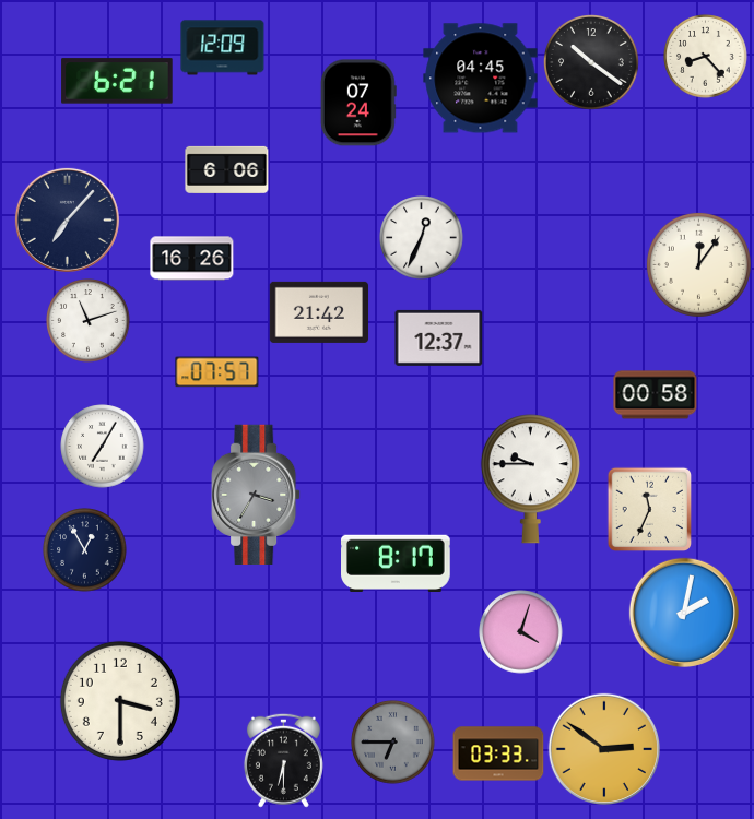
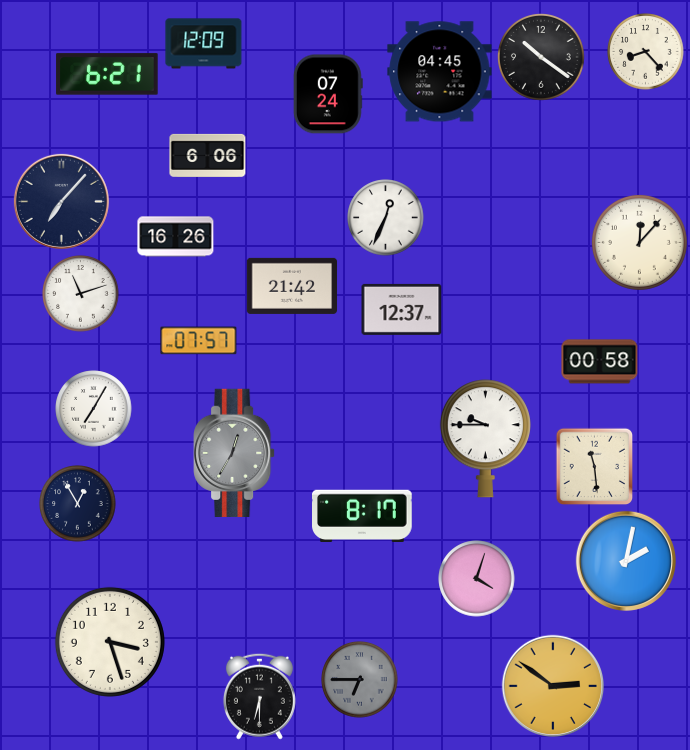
clock at (698, 264): 12:06 -> 12:07
clock at (256, 494): 3:35 -> 12:35
clock at (649, 509): 11:34 -> 11:29
clock at (120, 701): 3:30 -> 3:27
clock at (498, 753): 03:33 -> none
